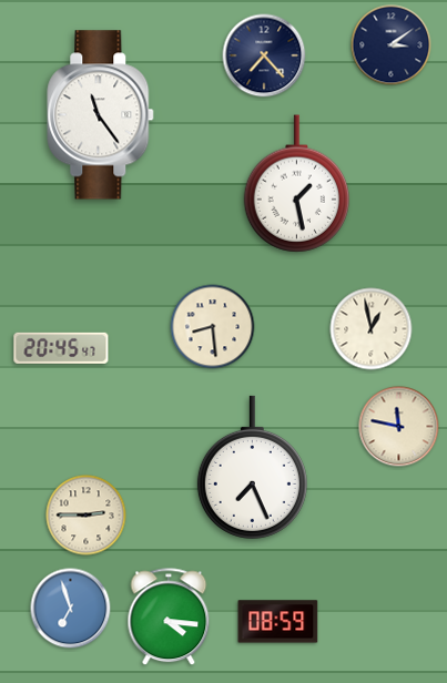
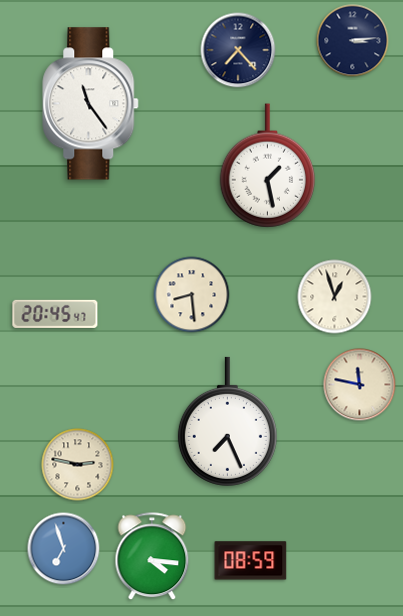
clock at (392, 45): 3:09 -> 3:14
clock at (372, 329): 12:58 -> 12:57
clock at (87, 516): 2:45 -> 2:47
